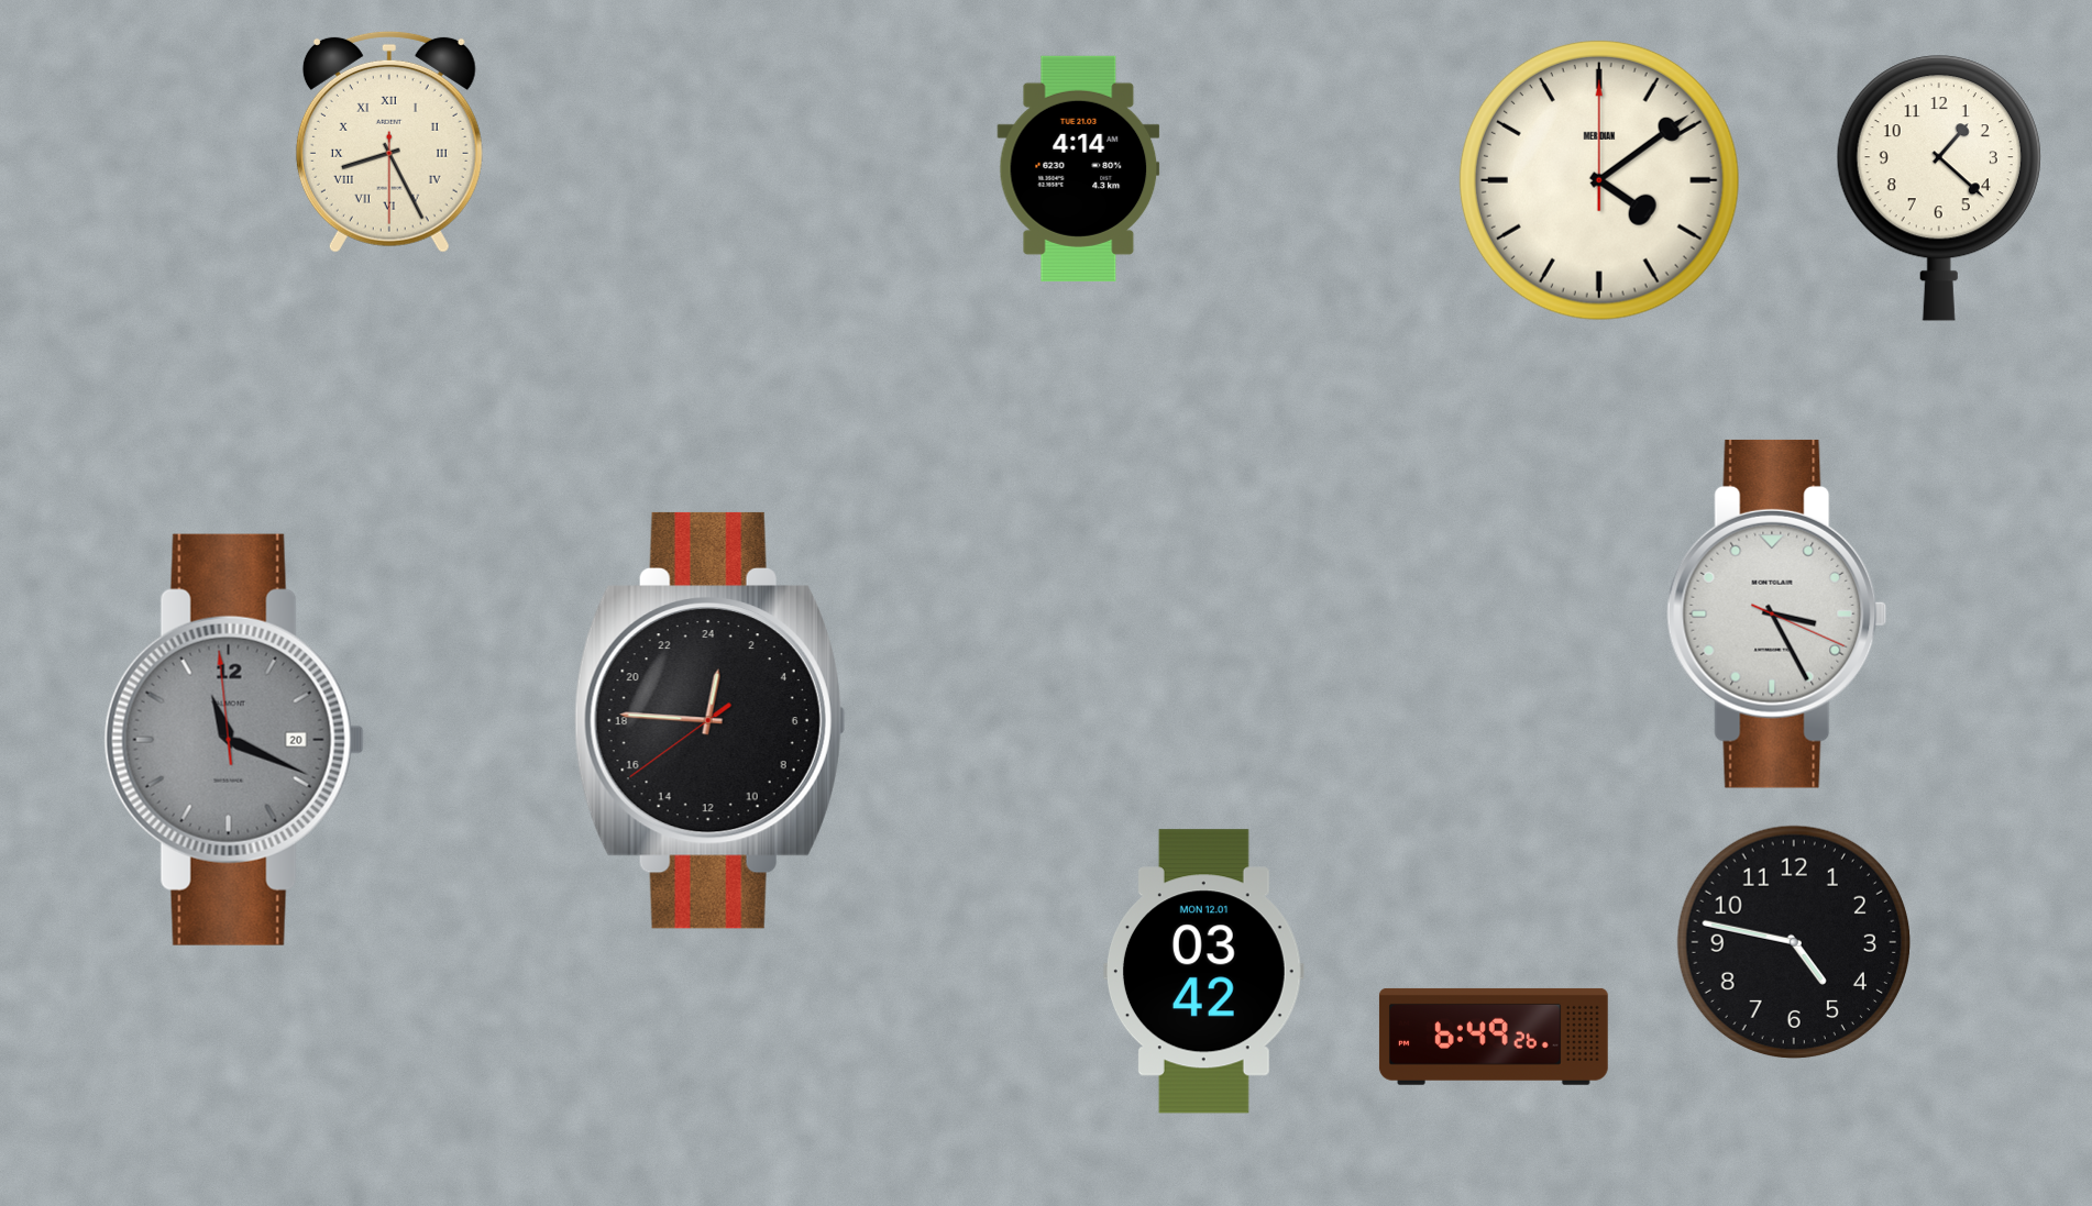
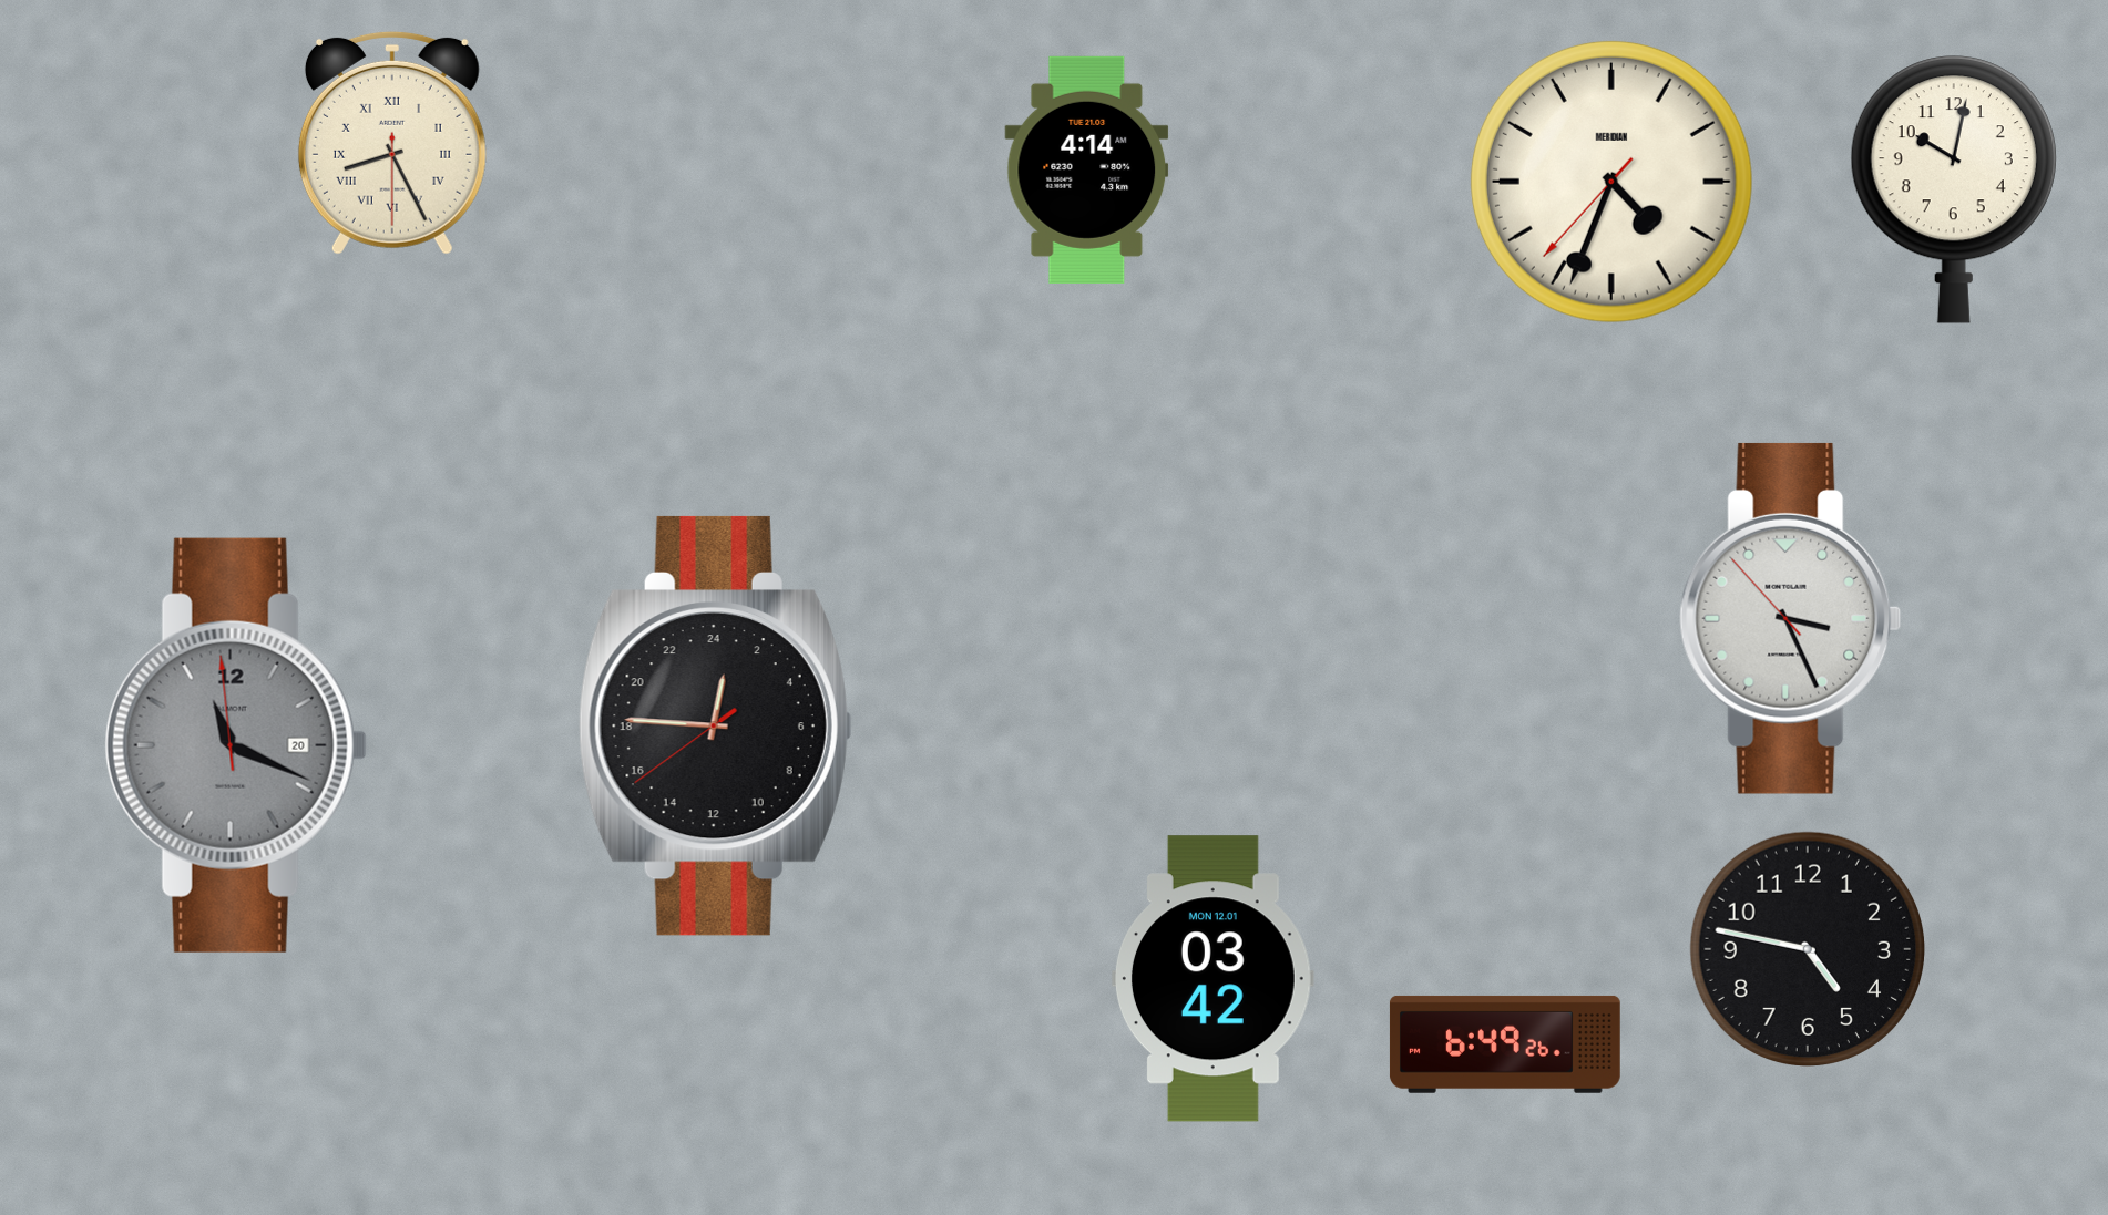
clock at (1599, 180): 4:09 -> 4:33
clock at (1939, 188): 1:22 -> 10:02
clock at (1777, 613): 3:25:19 -> 3:25:53
